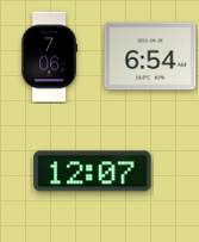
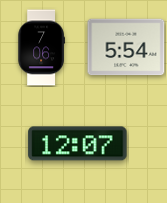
clock at (150, 56): 6:54 -> 5:54
